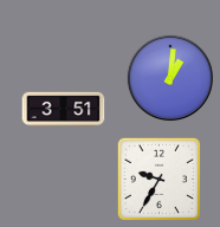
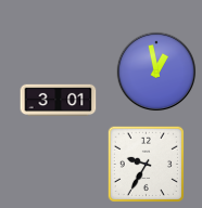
clock at (170, 78): 1:01 -> 12:58
clock at (64, 110): 3:51 -> 3:01
